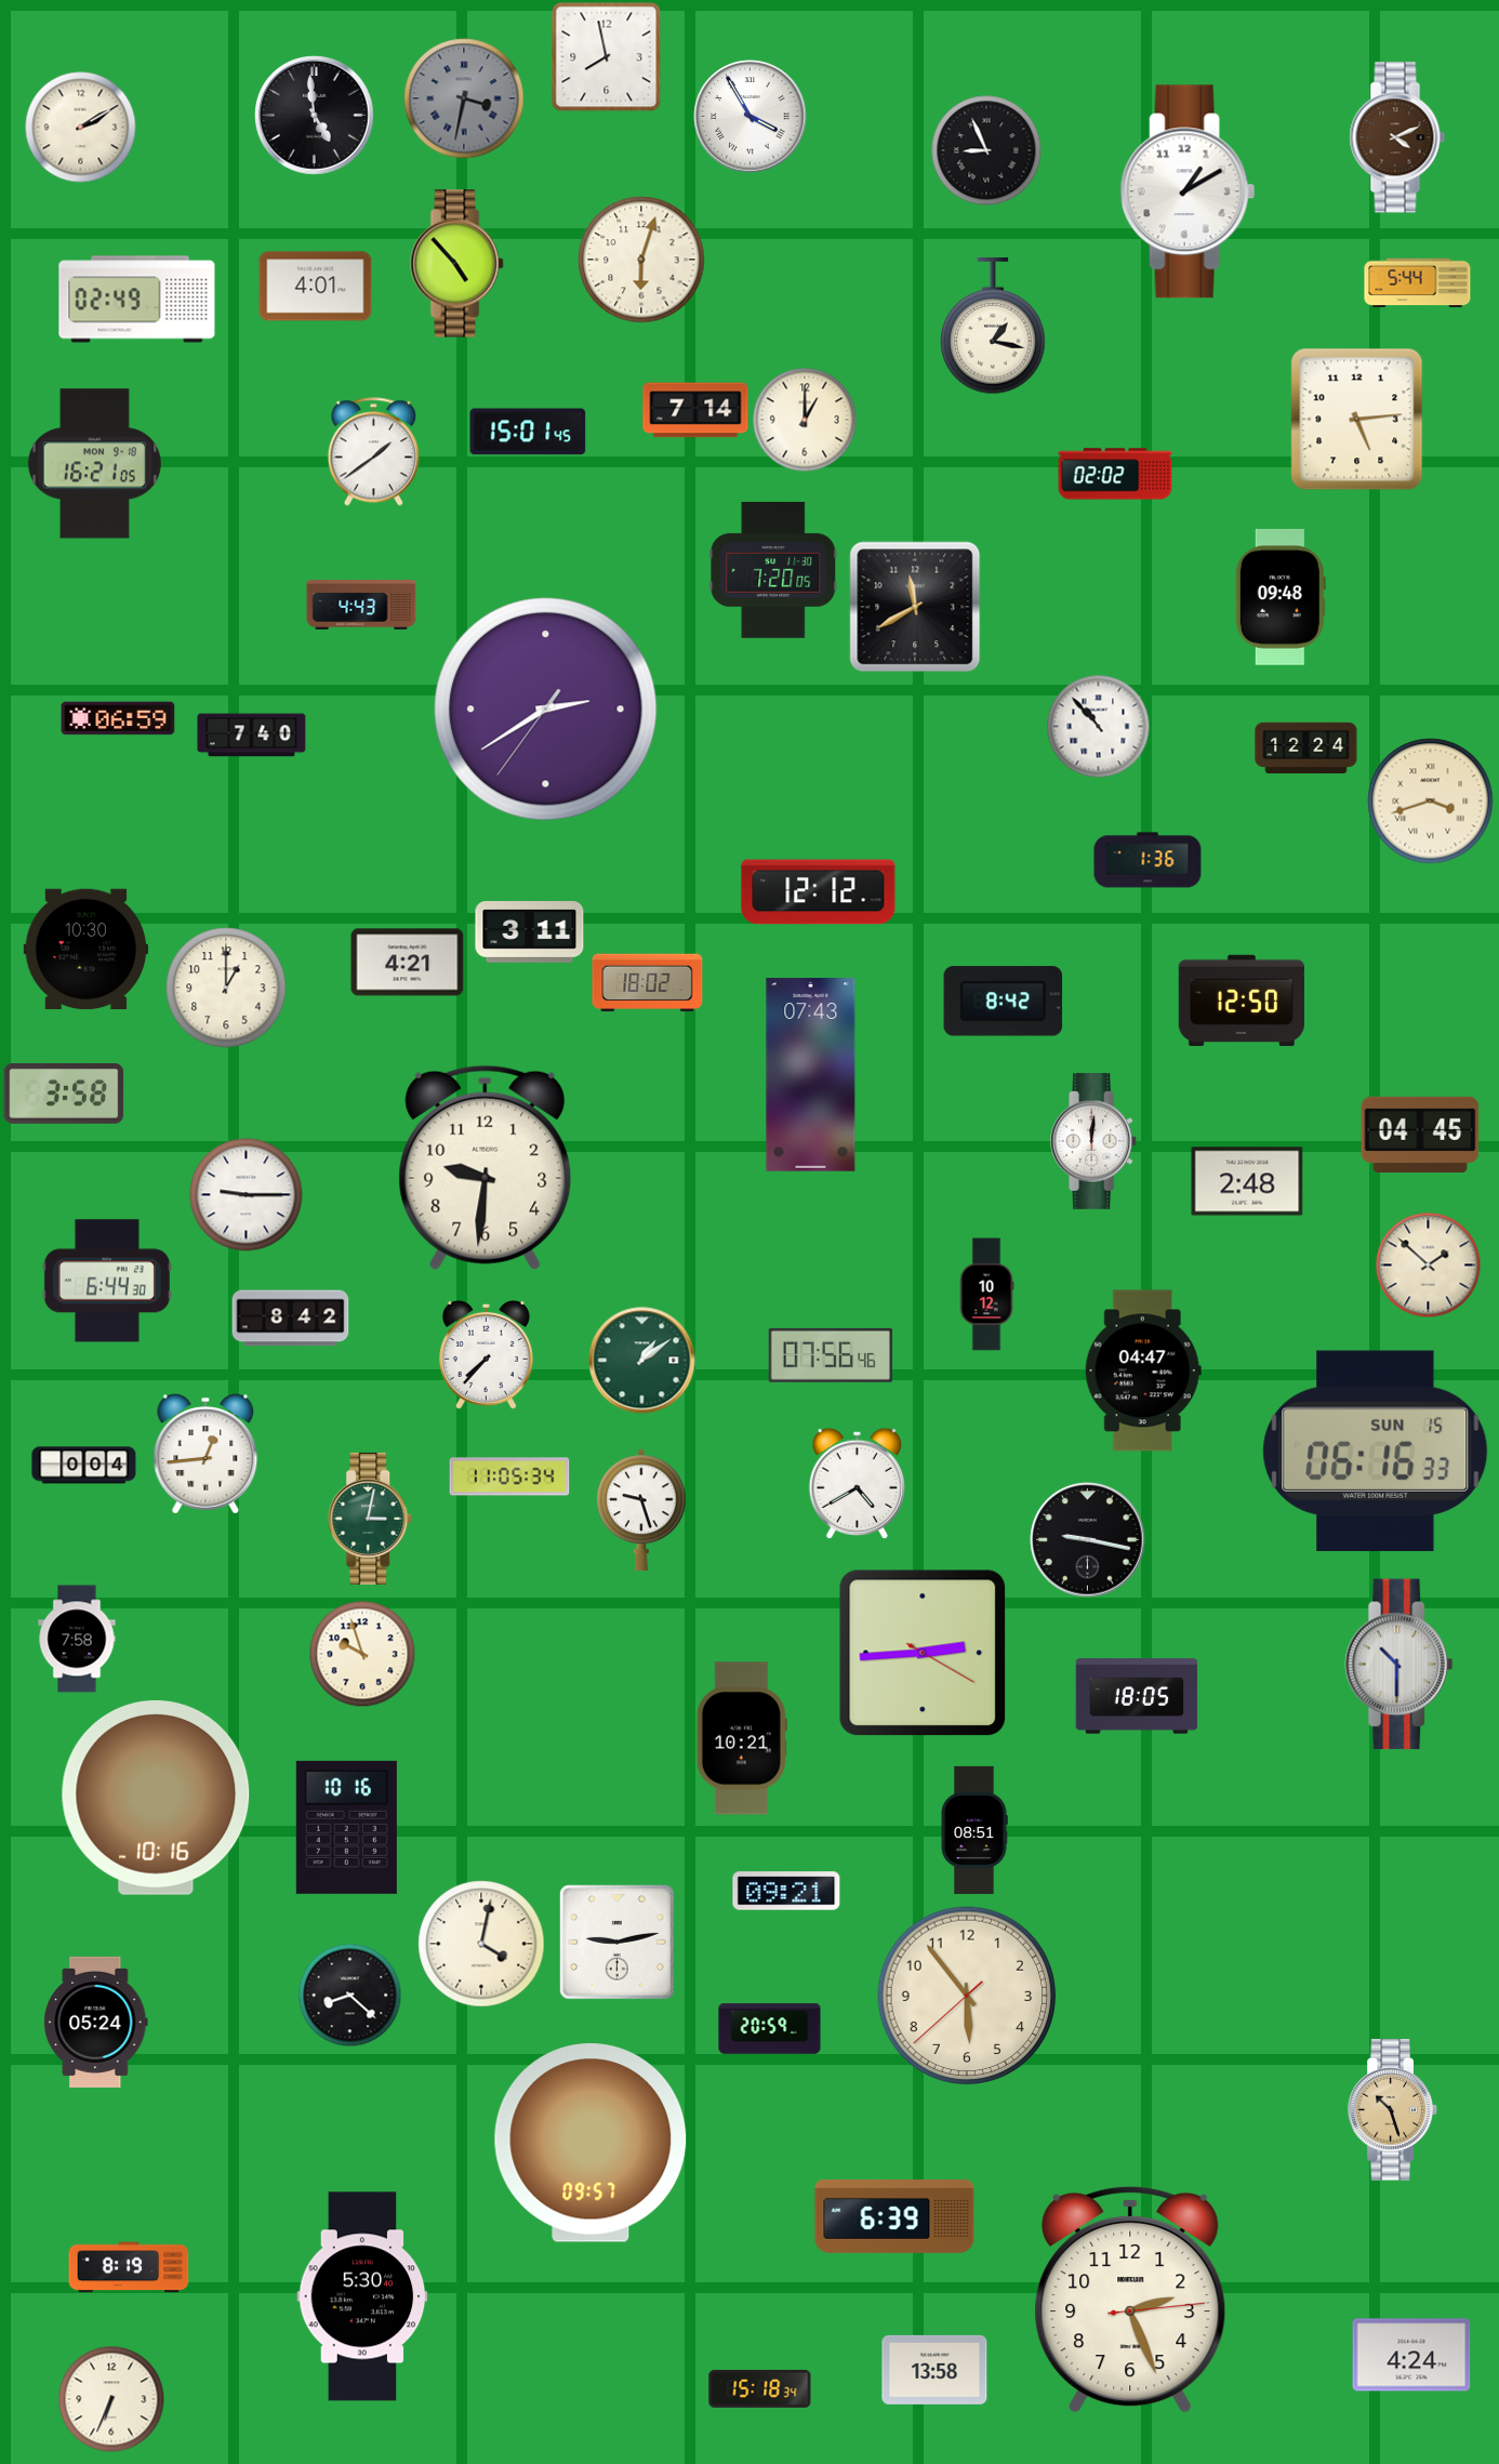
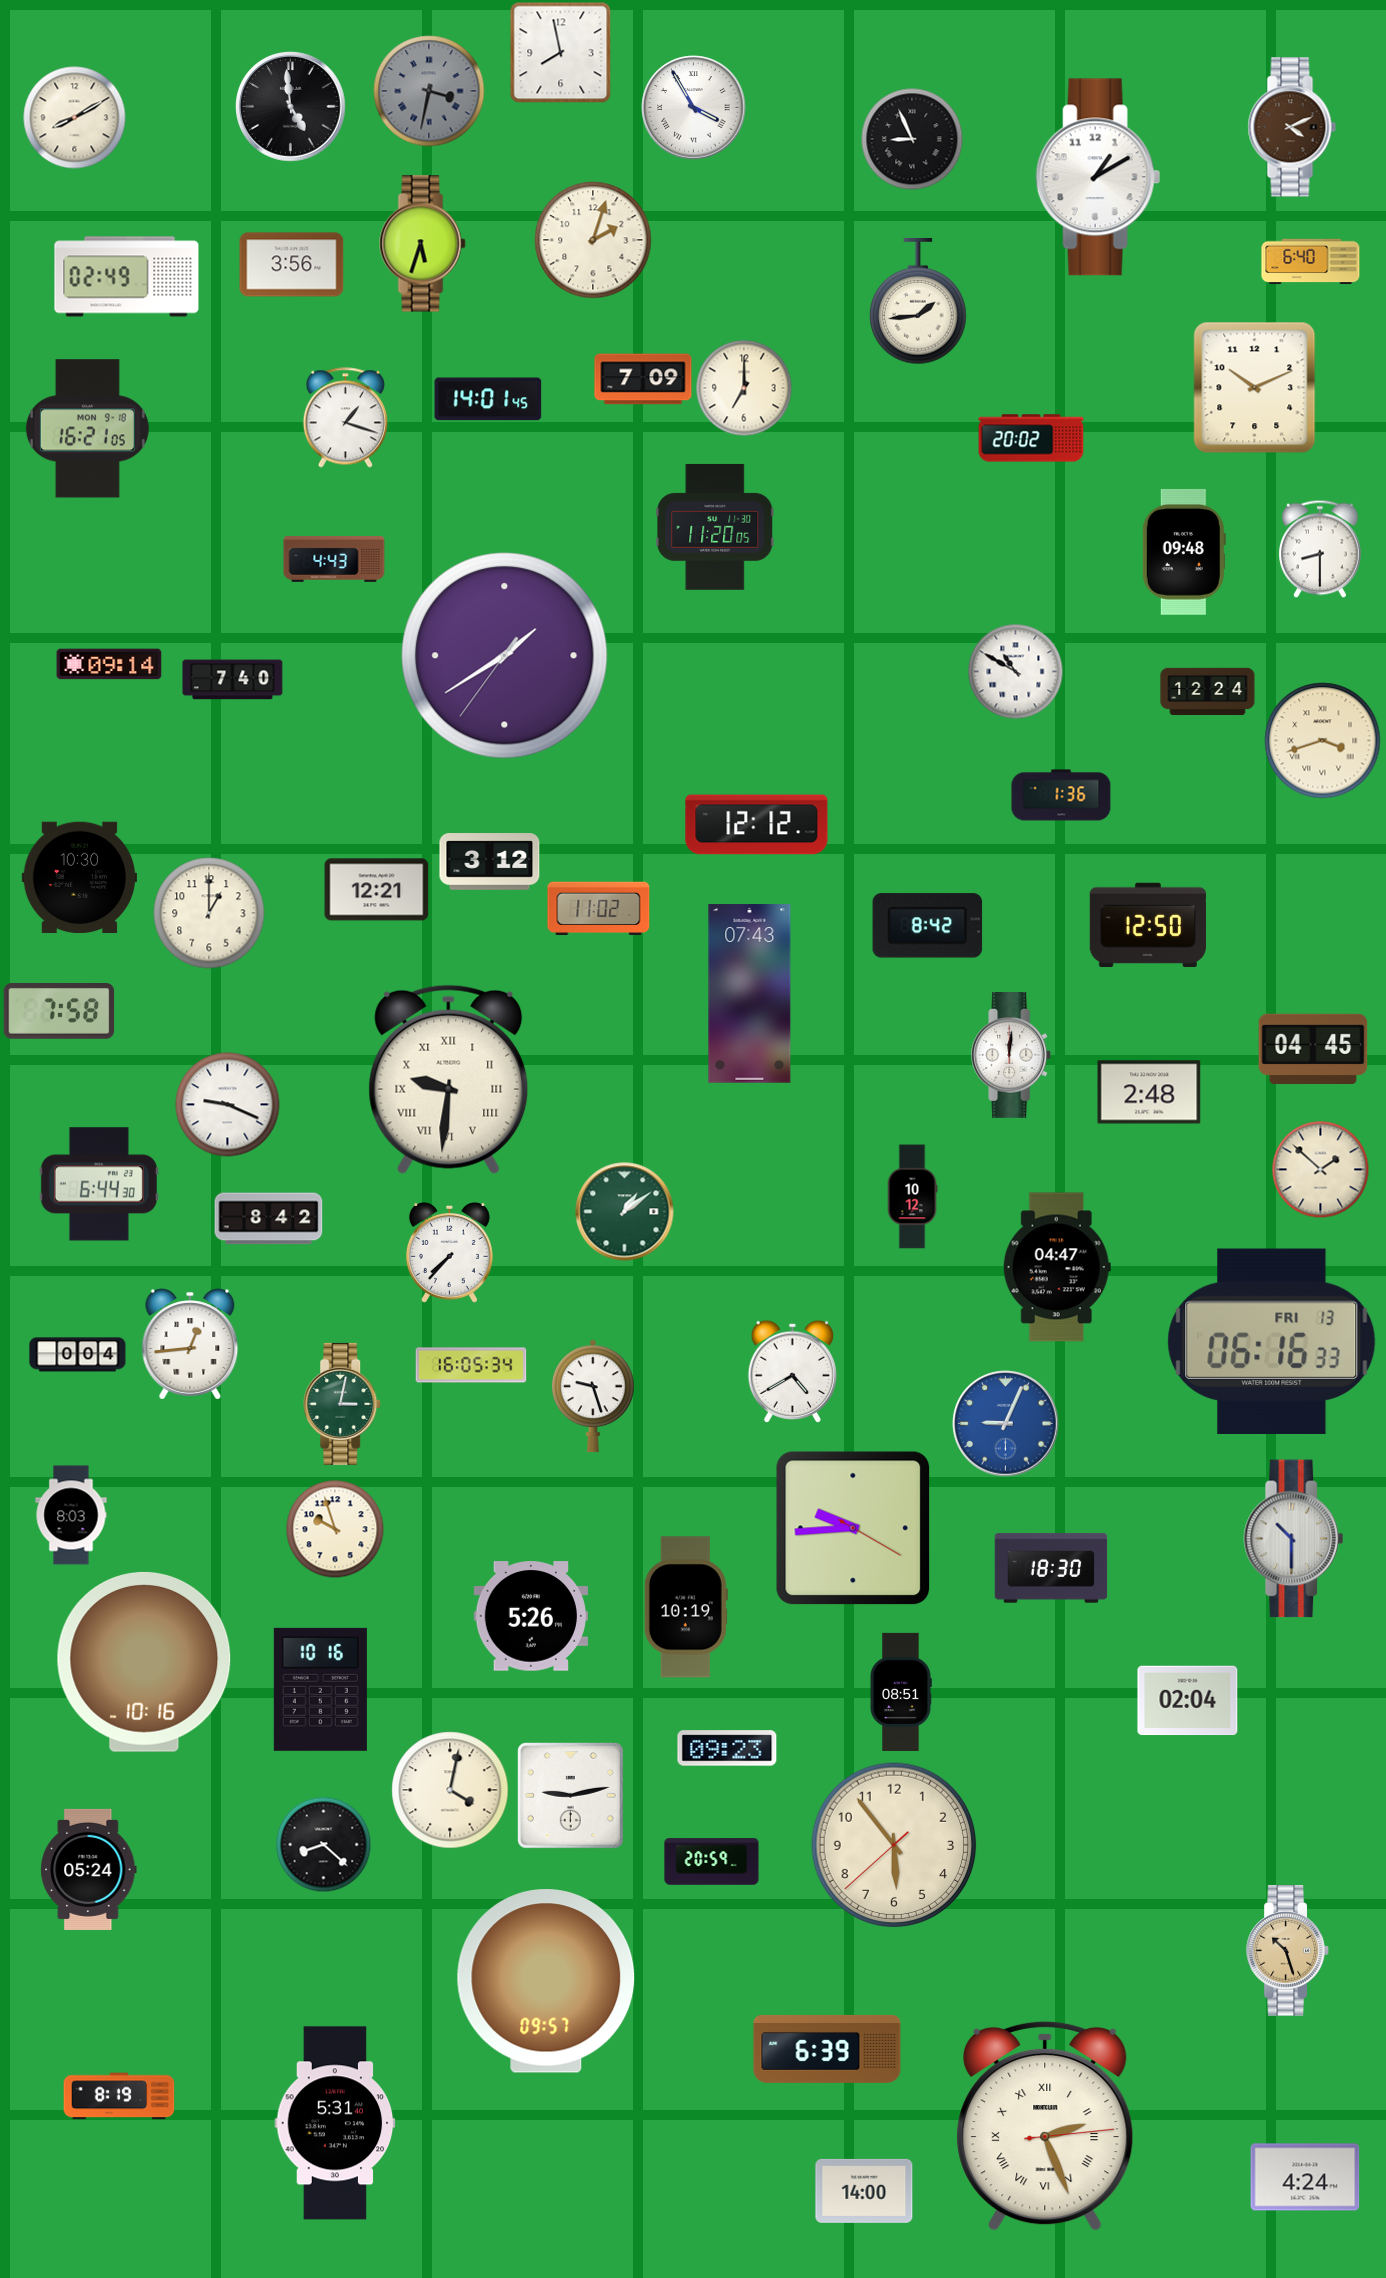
clock at (81, 128): 2:10 -> 8:10
clock at (641, 260): 6:03 -> 2:03
clock at (457, 264): 4:53 -> 5:33
clock at (1418, 283): 5:44 -> 6:40
clock at (316, 287): 4:01 -> 3:56
clock at (994, 326): 1:17 -> 1:44
clock at (695, 410): 7:14 -> 7:09
clock at (805, 420): 1:00 -> 7:00
clock at (1357, 420): 5:14 -> 10:11
clock at (528, 432): 15:01 -> 14:01
clock at (373, 452): 1:39 -> 1:18
clock at (1115, 474): 02:02 -> 20:02
clock at (773, 570): 7:20 -> 11:20
clock at (1320, 549): none -> 8:30
clock at (915, 607): 11:40 -> none
clock at (546, 710): 2:39 -> 1:39
clock at (118, 718): 06:59 -> 09:14
clock at (1098, 726): 10:53 -> 10:50
clock at (530, 932): 3:11 -> 3:12
clock at (408, 963): 4:21 -> 12:21
clock at (648, 983): 18:02 -> 11:02
clock at (64, 1095): 3:58 -> 7:58
clock at (486, 1167) numerals: Arabic -> Roman
clock at (1247, 1181) position: (1247, 1181) -> (1149, 1092)
clock at (247, 1195): 9:15 -> 9:19
clock at (831, 1355): 07:56 -> none
clock at (642, 1361) position: (642, 1361) -> (625, 1212)
clock at (1376, 1450) date: SUN 15 -> FRI 13
clock at (509, 1476): 11:05 -> 16:05
clock at (1088, 1540): 9:17 -> 9:04
clock at (1088, 1540) dial: black -> blue
clock at (77, 1639): 7:58 -> 8:03
clock at (923, 1653): 2:44 -> 9:44
clock at (1137, 1696): 18:05 -> 18:30
clock at (742, 1738): 10:21 -> 10:19
clock at (530, 1616): none -> 5:26
clock at (1188, 1701): none -> 02:04
clock at (786, 1891): 09:21 -> 09:23
clock at (481, 1944) position: (481, 1944) -> (450, 1790)
clock at (770, 2029) position: (770, 2029) -> (712, 1862)
clock at (362, 2296): 5:30 -> 5:31
clock at (1130, 2300) numerals: Arabic -> Roman
clock at (934, 2370): 13:58 -> 14:00
clock at (760, 2388): 15:18 -> none
clock at (111, 2399): 6:34 -> none
